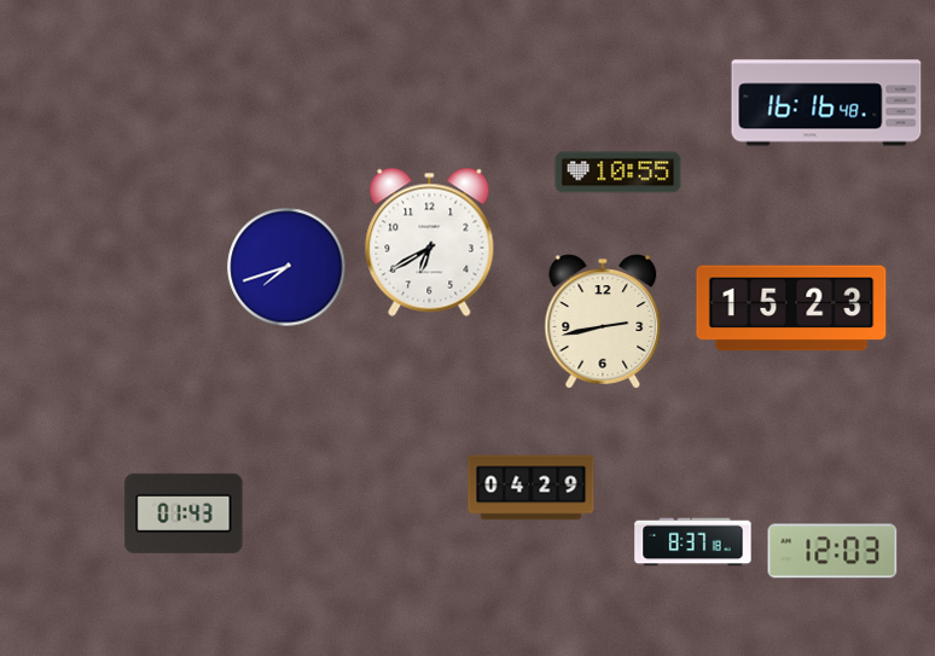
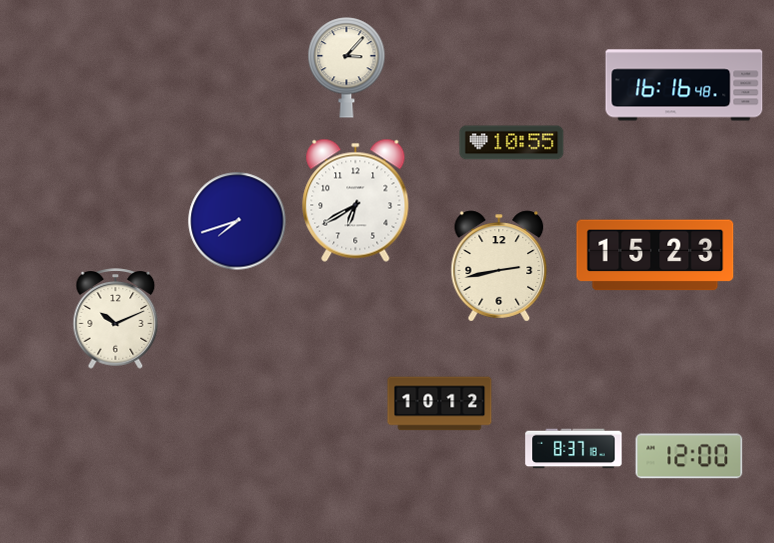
clock at (347, 68): none -> 3:07
clock at (116, 319): none -> 10:11
clock at (532, 488): 04:29 -> 10:12
clock at (184, 513): 01:43 -> none
clock at (832, 551): 12:03 -> 12:00
